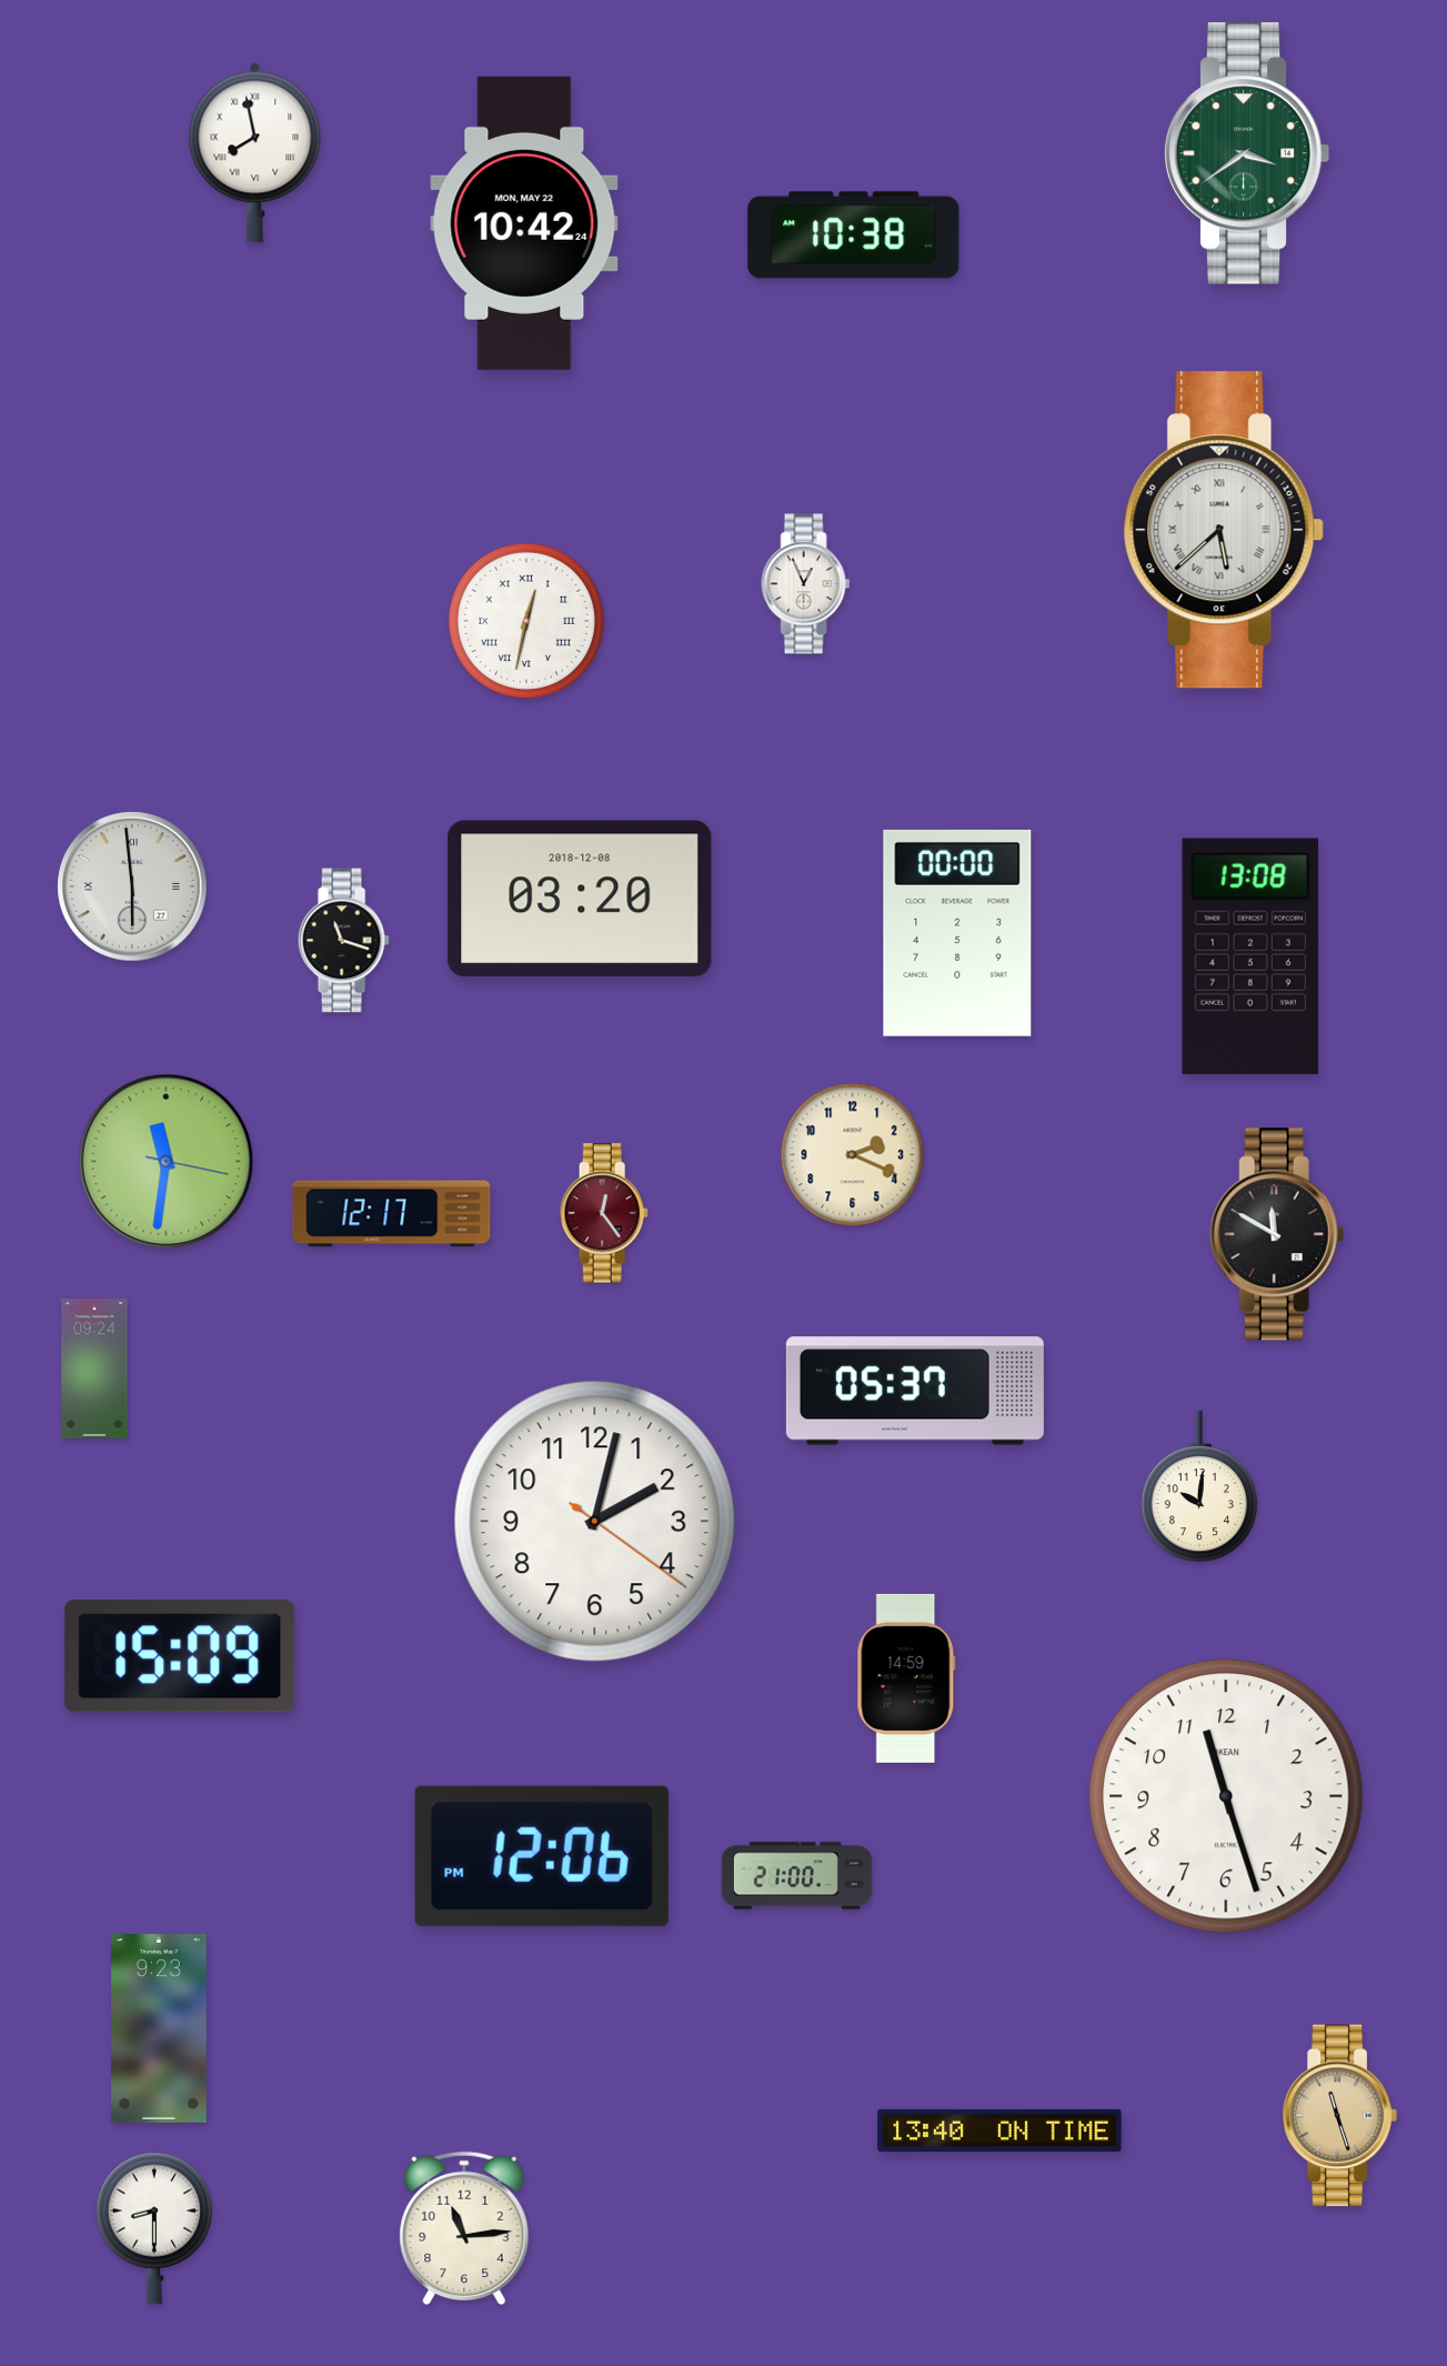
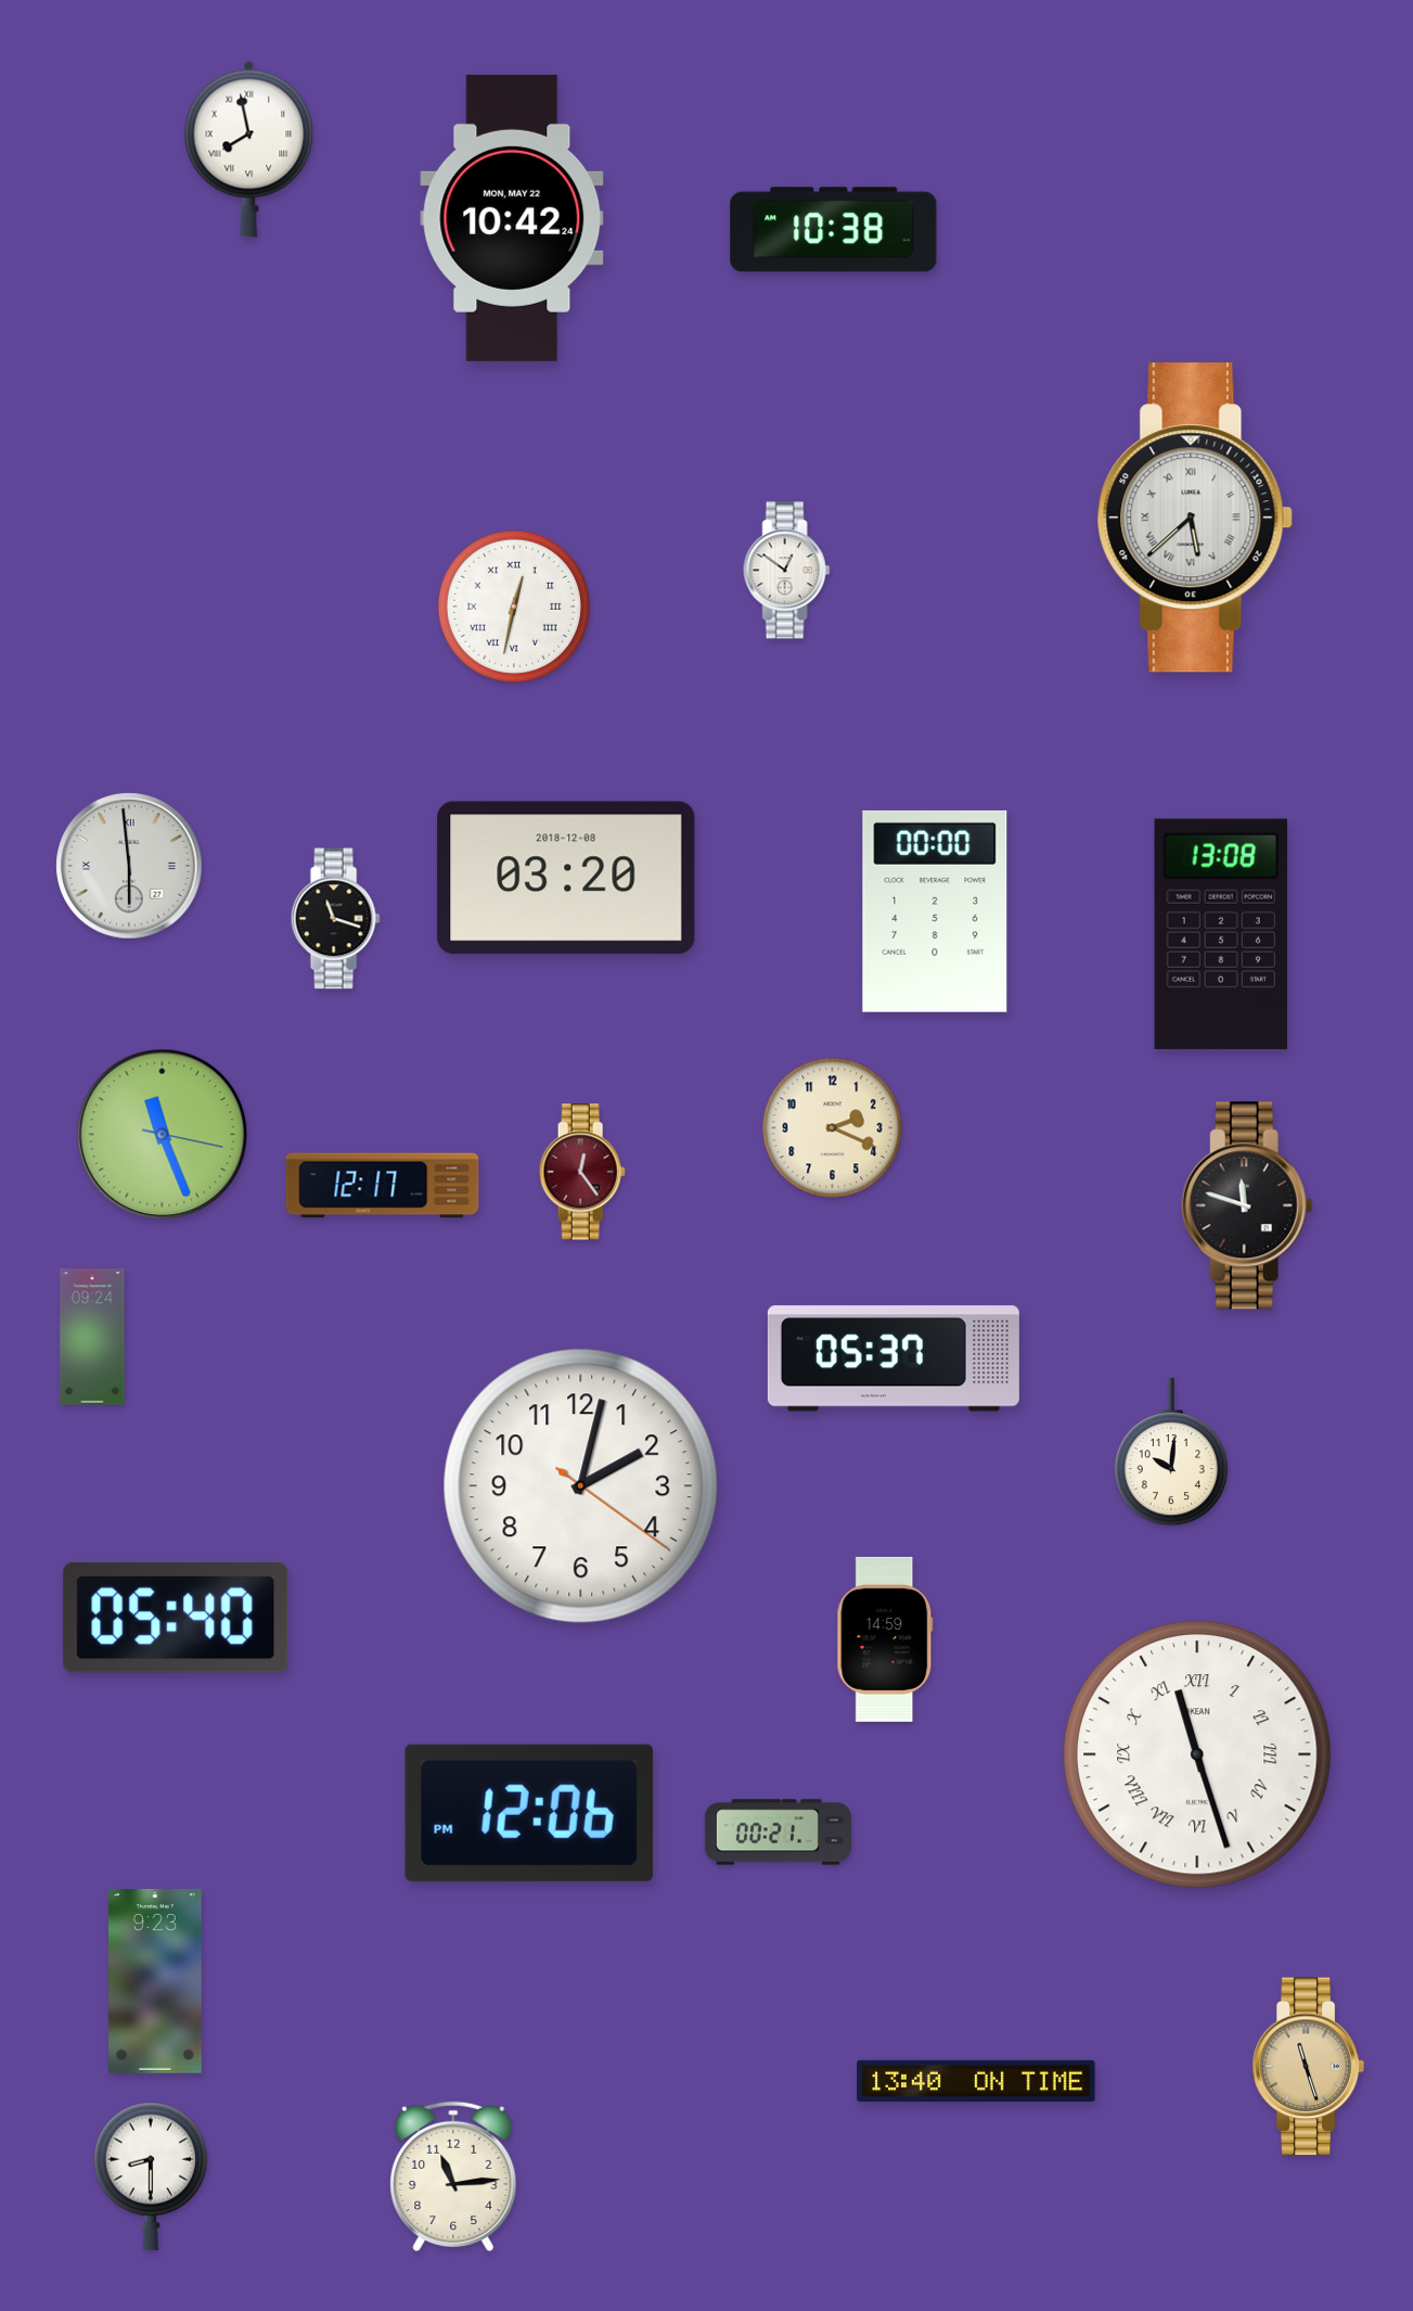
clock at (1247, 153): 3:39 -> none
clock at (806, 584): 12:56 -> 12:51
clock at (167, 1162): 11:31 -> 11:26
clock at (604, 1213) position: (604, 1213) -> (582, 1172)
clock at (1277, 1234): 11:50 -> 11:48
clock at (180, 1656): 15:09 -> 05:40
clock at (1227, 1797) numerals: Arabic -> Roman
clock at (796, 1876): 21:00 -> 00:21
